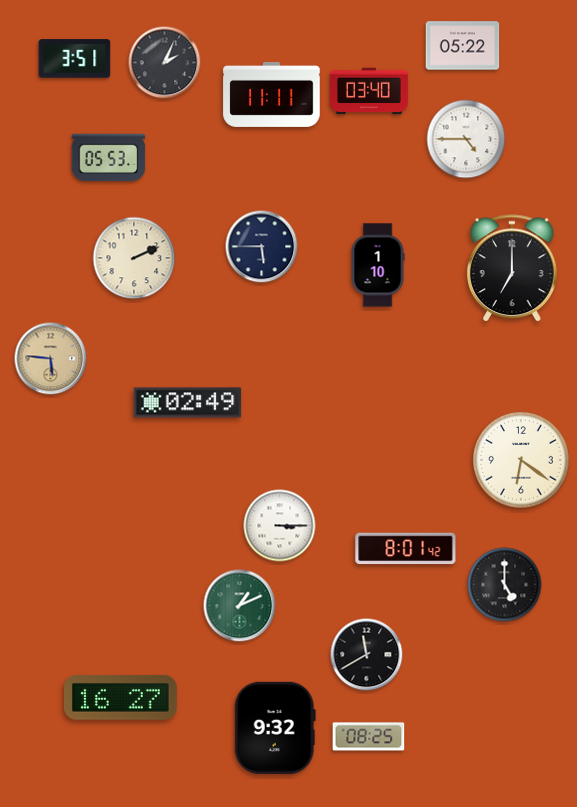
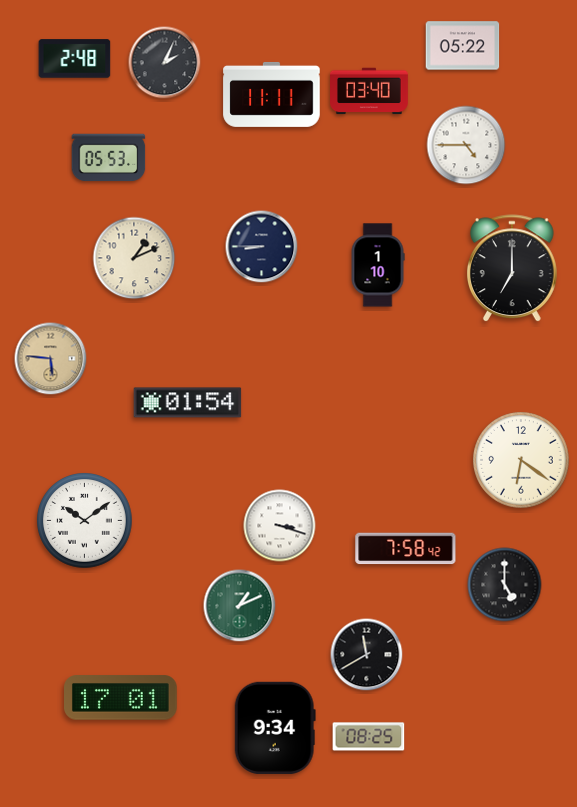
clock at (75, 59): 3:51 -> 2:48
clock at (466, 139) position: (466, 139) -> (466, 145)
clock at (262, 247): 5:45 -> 8:45
clock at (134, 258): 2:11 -> 1:11
clock at (188, 403): 02:49 -> 01:54
clock at (85, 521): none -> 10:09
clock at (280, 526): 3:15 -> 3:18
clock at (406, 549): 8:01 -> 7:58
clock at (121, 698): 16:27 -> 17:01
clock at (275, 728): 9:32 -> 9:34
